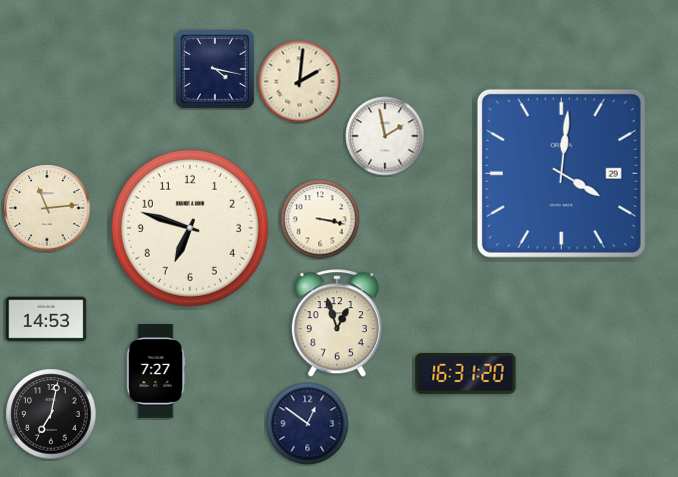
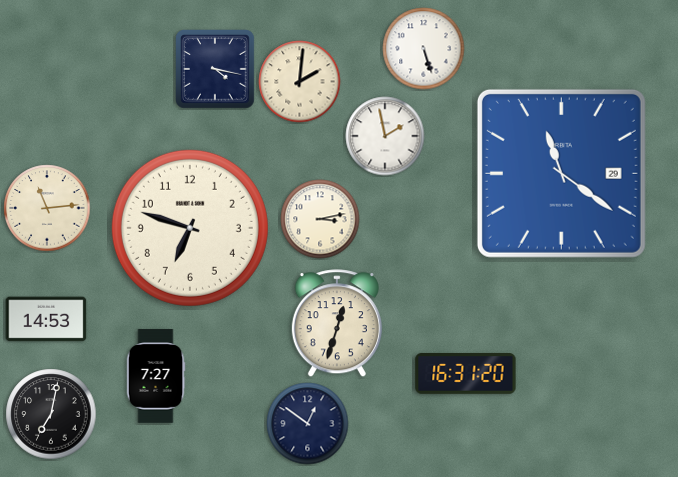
clock at (424, 49): none -> 5:27
clock at (561, 173): 4:01 -> 11:21
clock at (320, 219): 3:17 -> 3:13
clock at (337, 324): 12:57 -> 12:33
clock at (156, 371) position: (156, 371) -> (156, 376)
